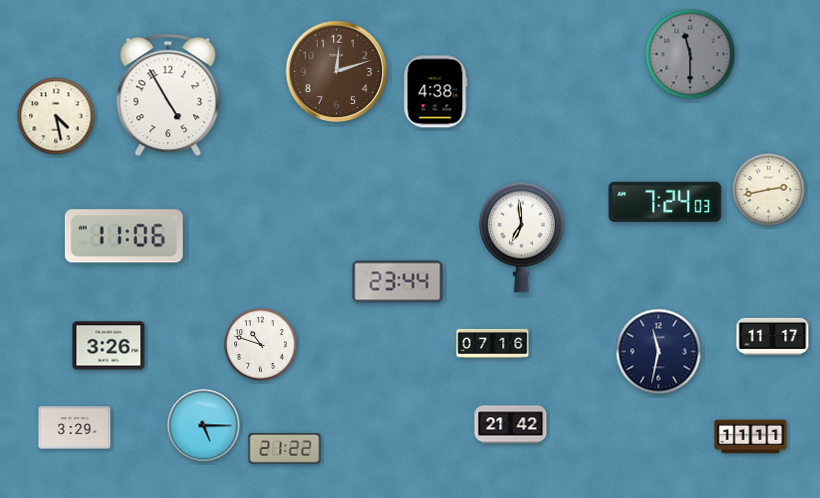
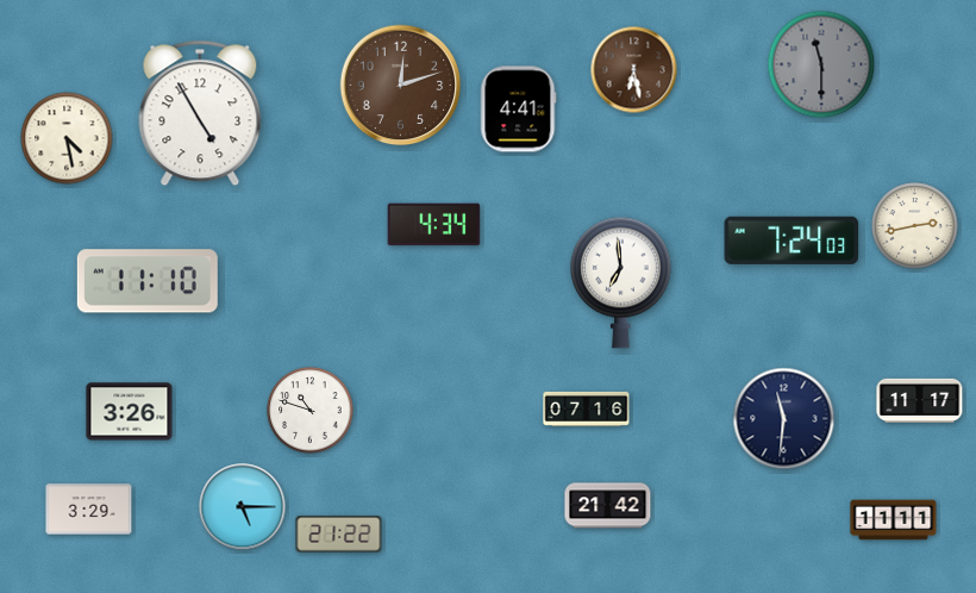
clock at (634, 70): none -> 6:28
clock at (435, 92): 4:38 -> 4:41
clock at (434, 225): none -> 4:34
clock at (124, 236): 11:06 -> 11:10
clock at (398, 282): 23:44 -> none
clock at (659, 352): 11:32 -> 11:31
